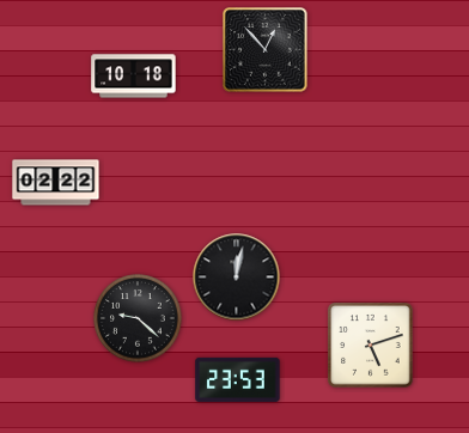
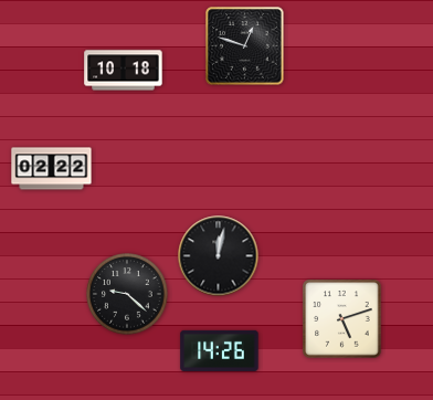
clock at (266, 50): 12:53 -> 12:48
clock at (238, 379): 23:53 -> 14:26
